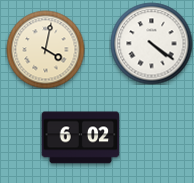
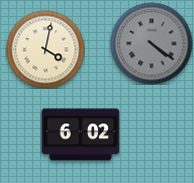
clock at (151, 43) dial: white -> grey
clock at (80, 138) position: (80, 138) -> (80, 135)
